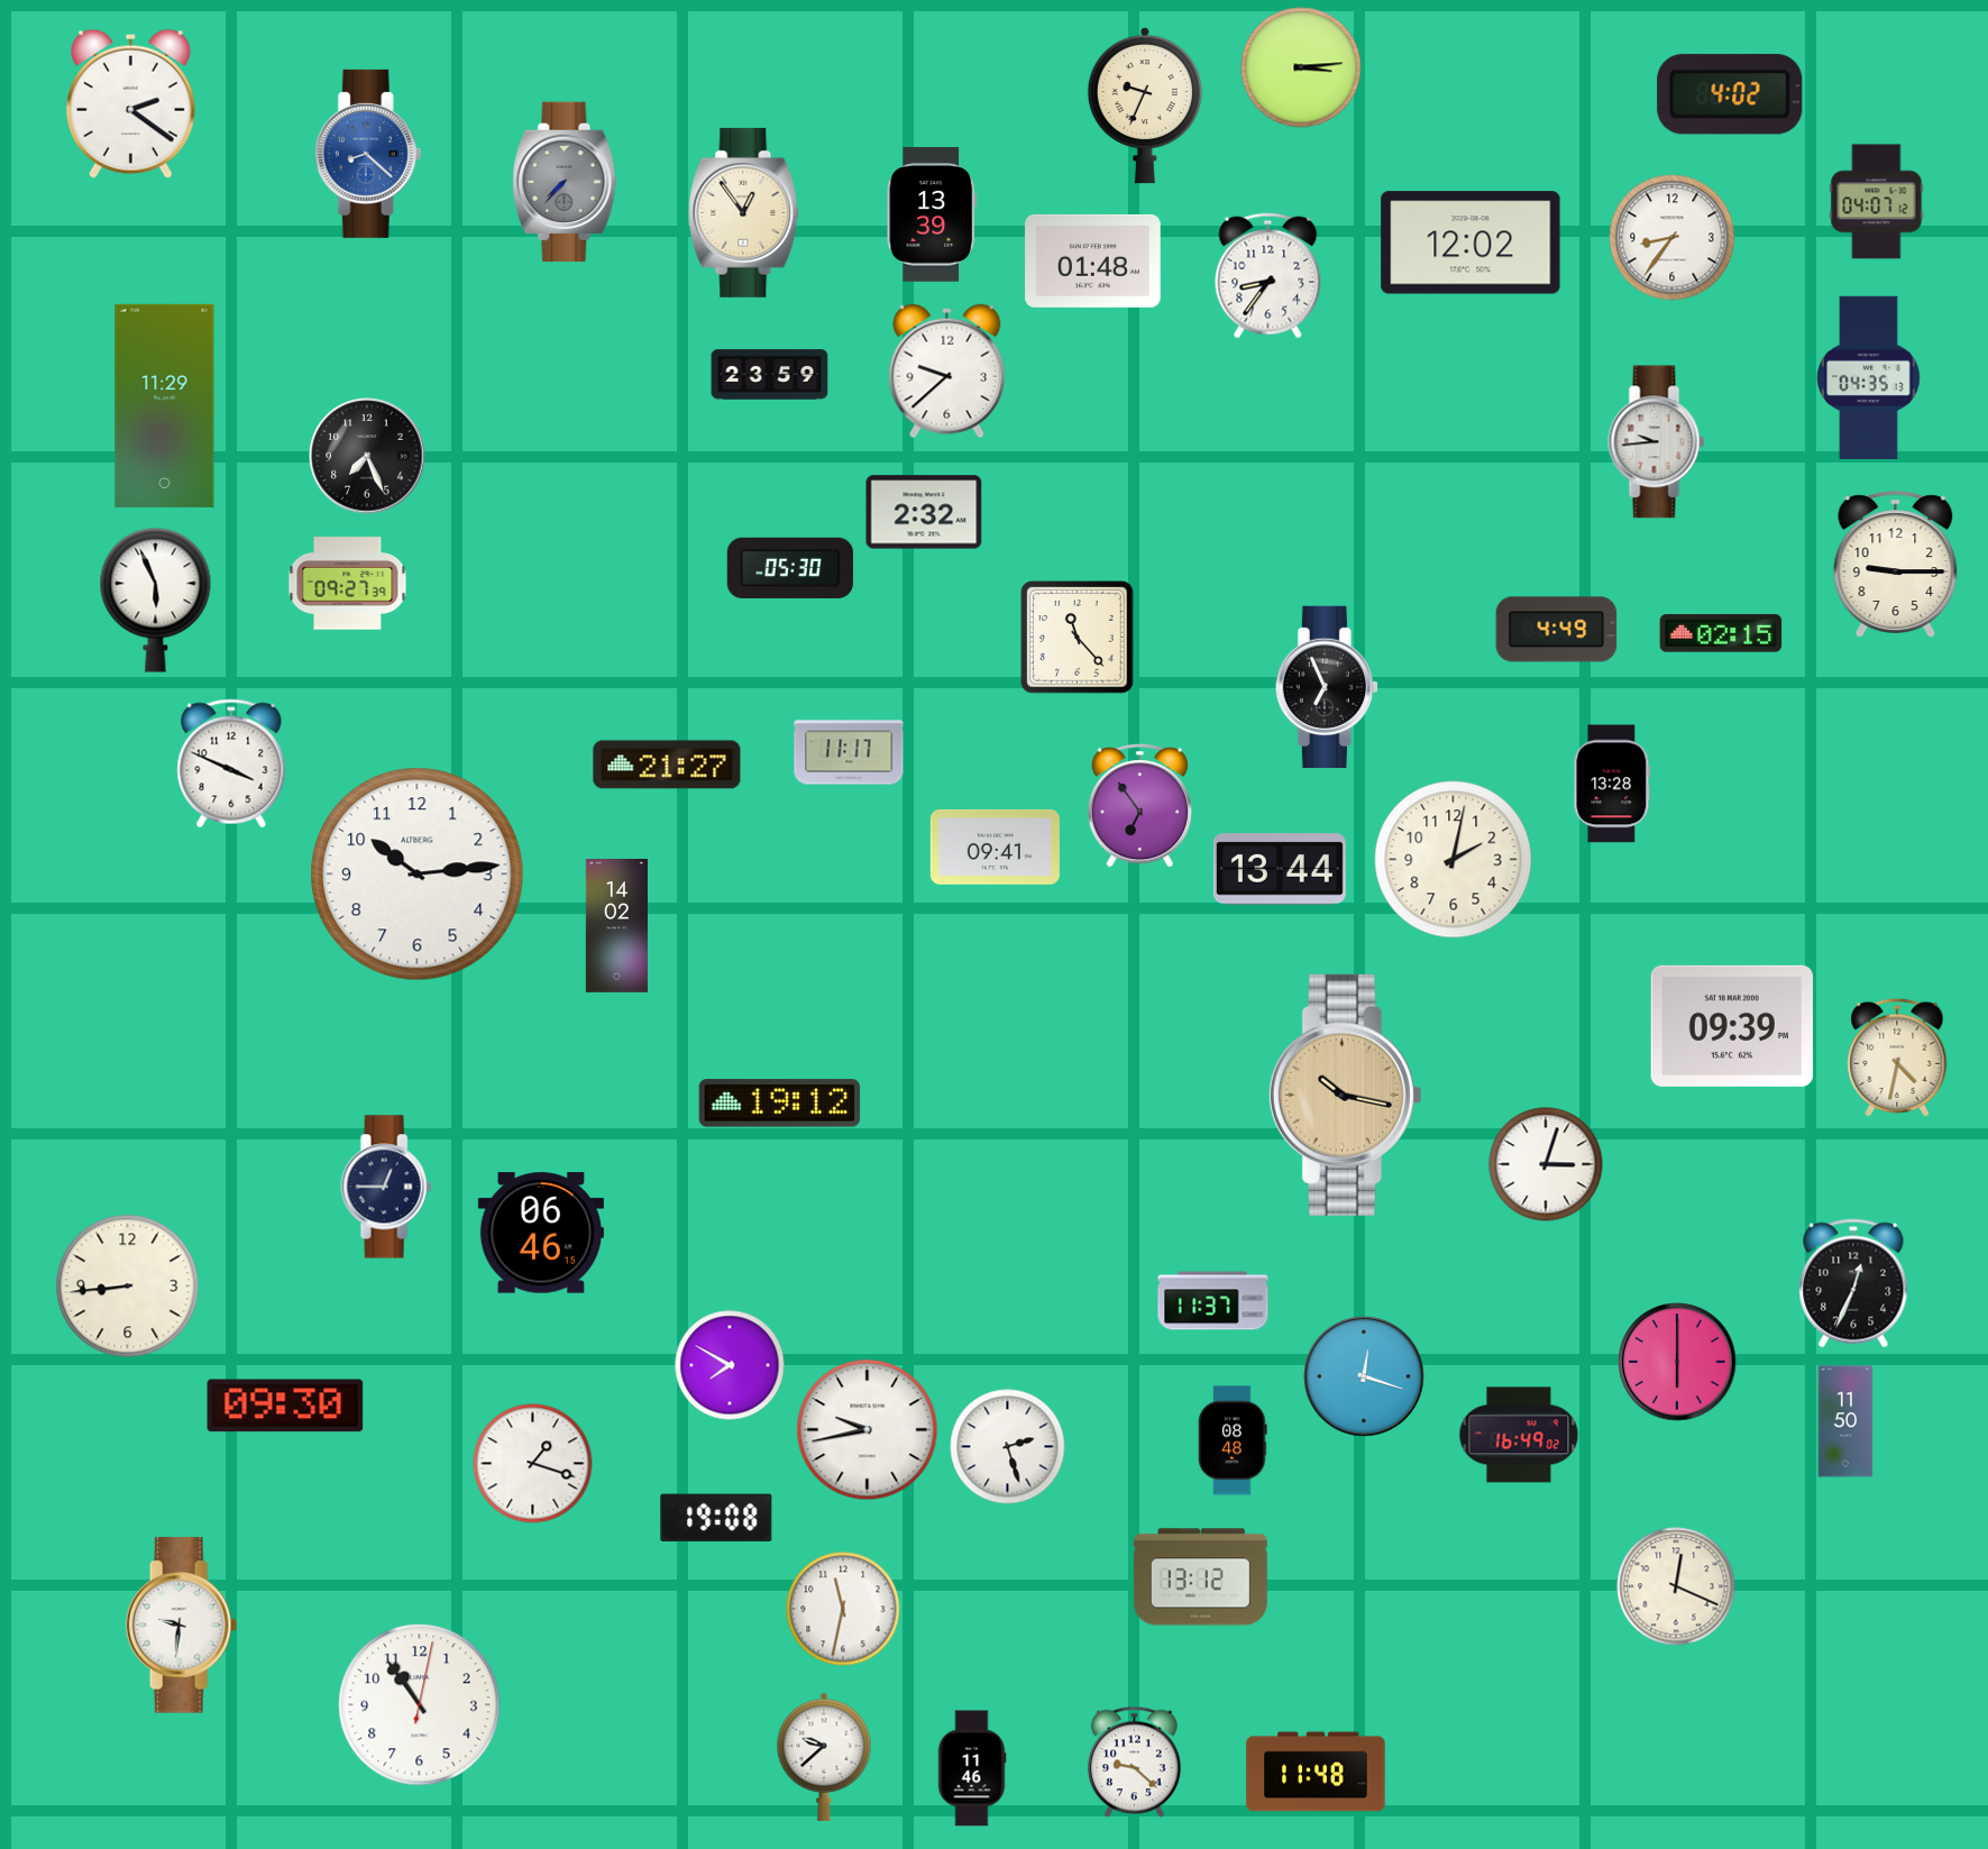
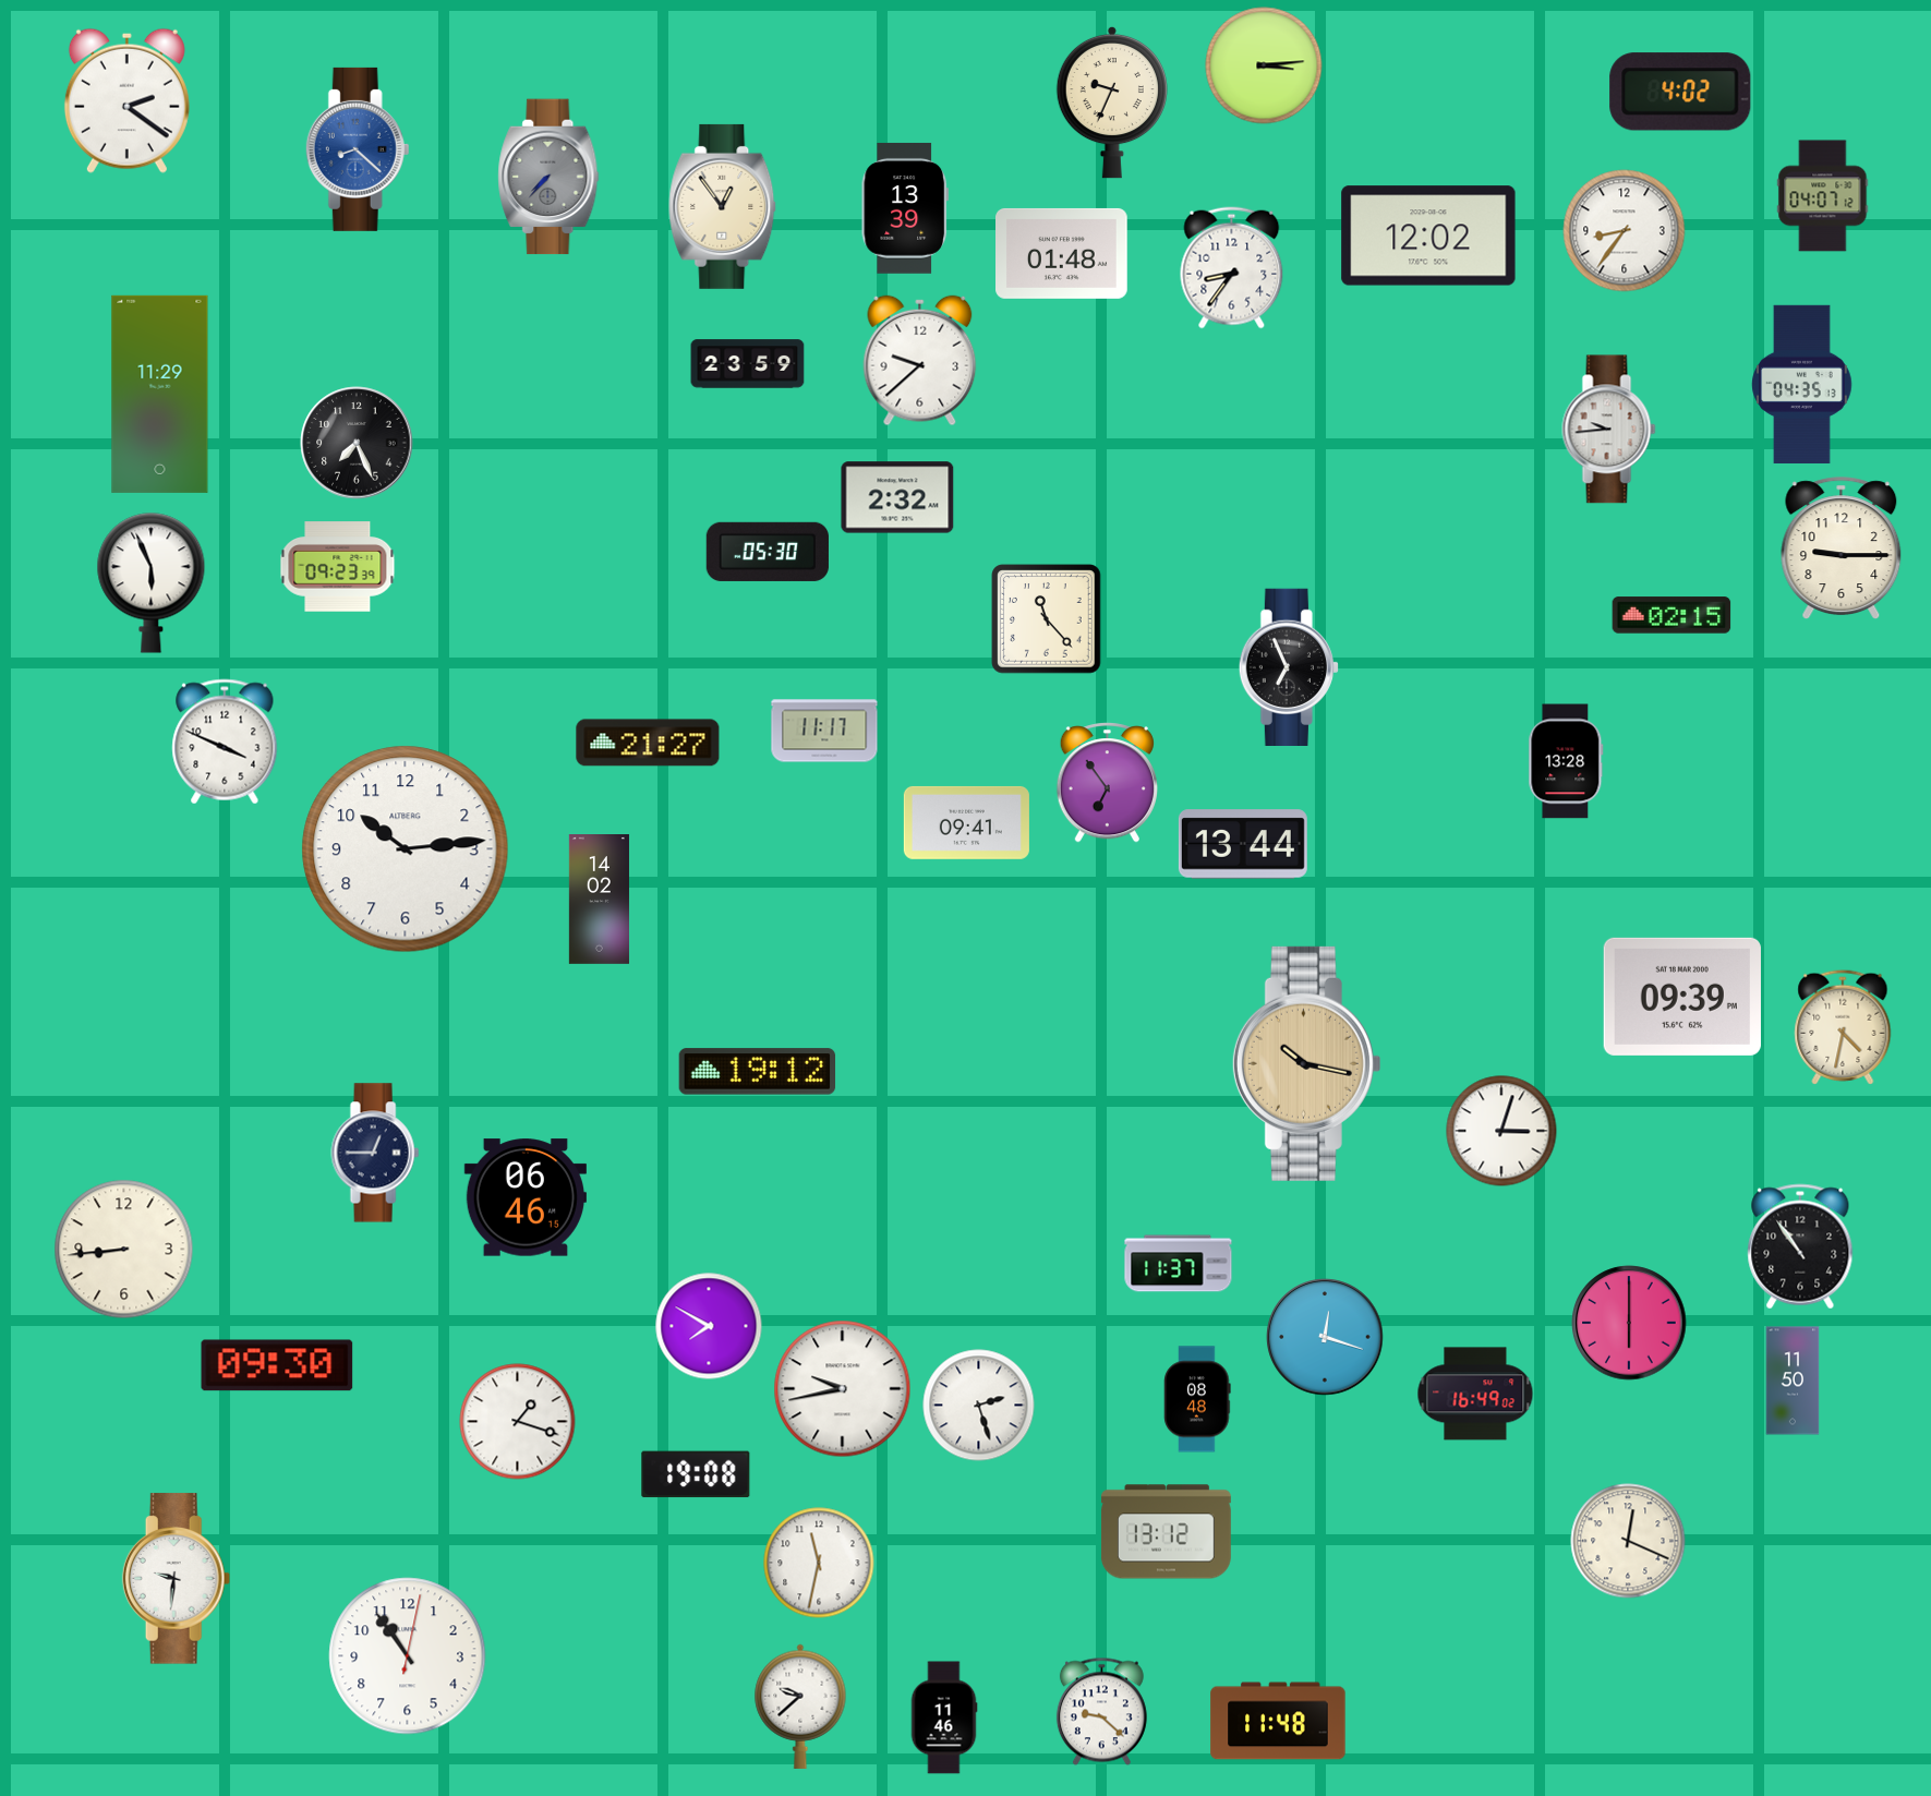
clock at (1869, 377) position: (1869, 377) -> (1802, 384)
clock at (348, 584): 09:27 -> 09:23
clock at (1557, 630): 4:49 -> none
clock at (1454, 860): 2:02 -> none
clock at (1853, 1283): 12:34 -> 10:54
